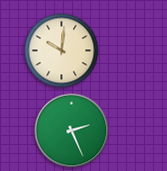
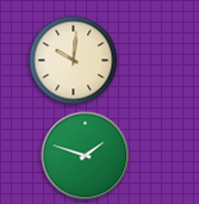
clock at (72, 131): 2:26 -> 1:48
